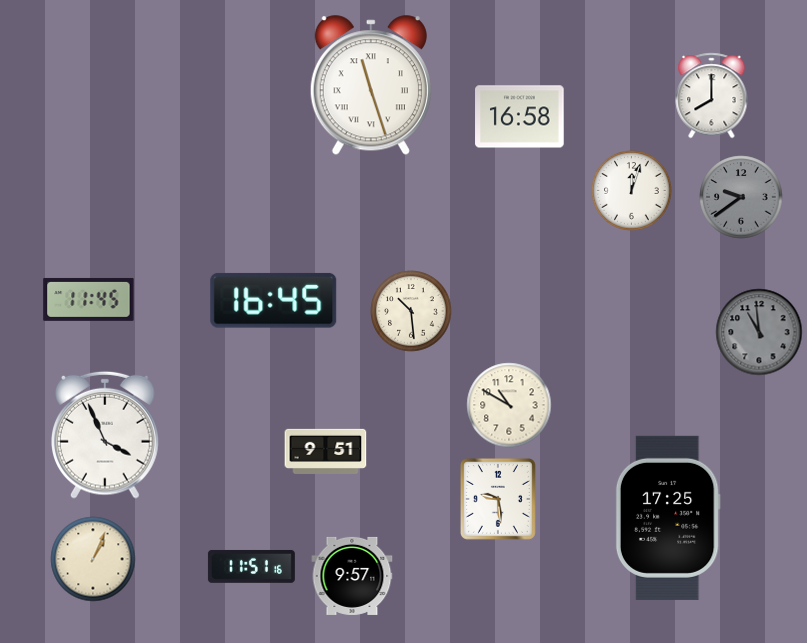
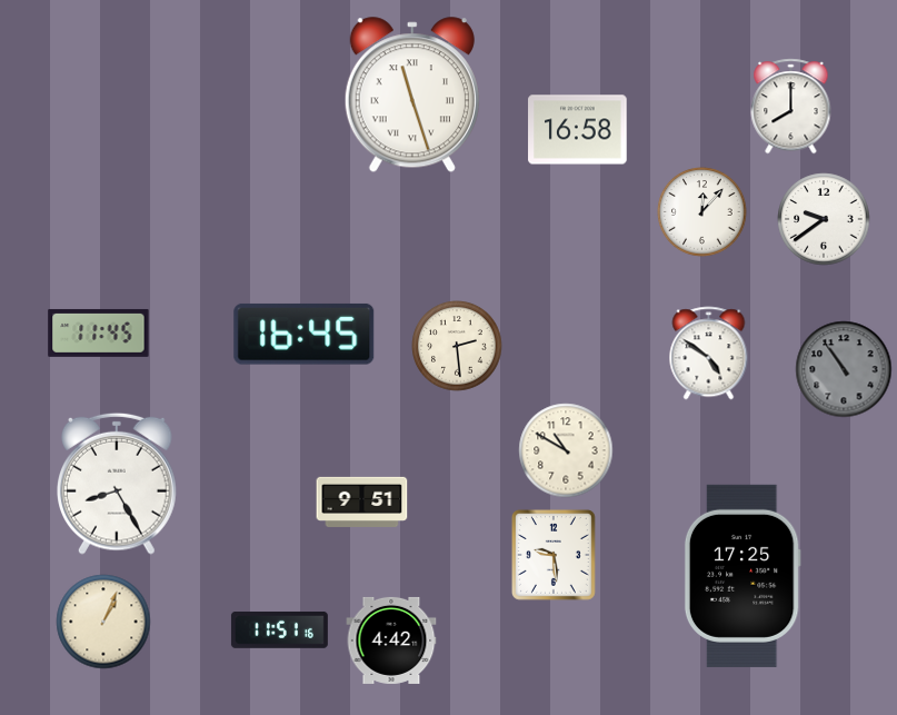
clock at (632, 191): 12:03 -> 12:07
clock at (741, 197) dial: grey -> white
clock at (411, 311): 10:29 -> 2:29
clock at (709, 354): none -> 4:51
clock at (759, 332): 10:59 -> 10:54
clock at (106, 435): 3:56 -> 8:25
clock at (352, 576): 9:57 -> 4:42
